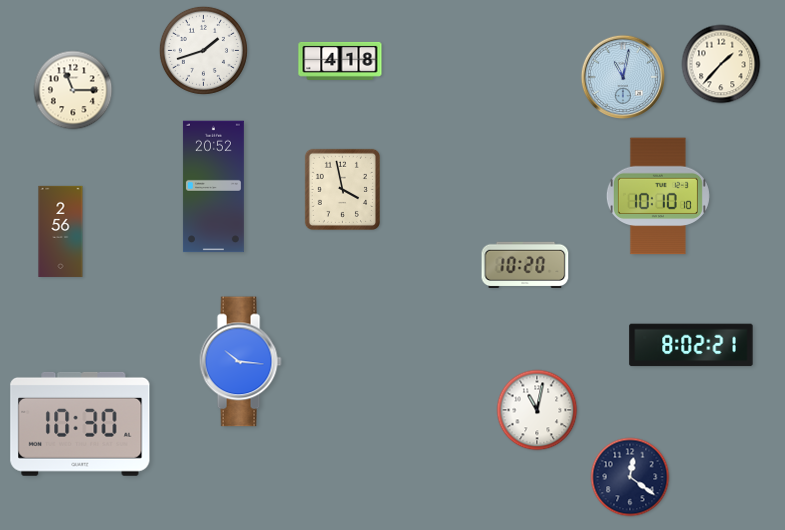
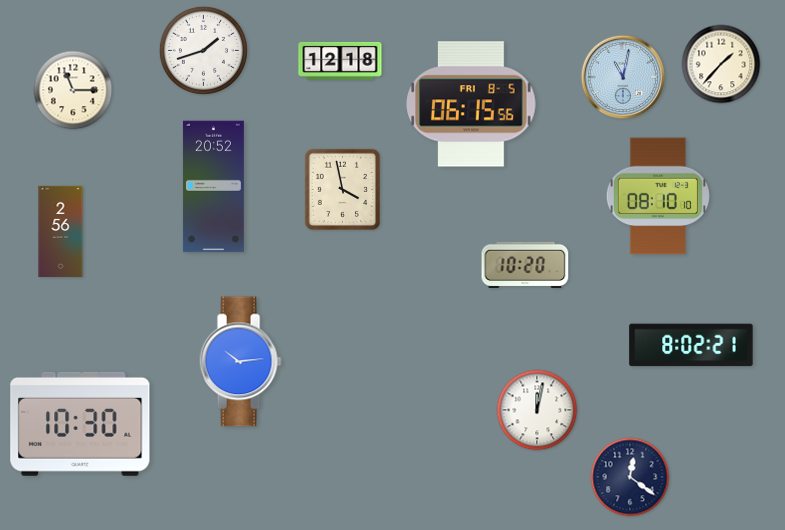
clock at (340, 61): 4:18 -> 12:18
clock at (471, 104): none -> 06:15
clock at (658, 196): 10:10 -> 08:10
clock at (240, 362): 10:16 -> 10:14
clock at (537, 410): 11:02 -> 12:02
